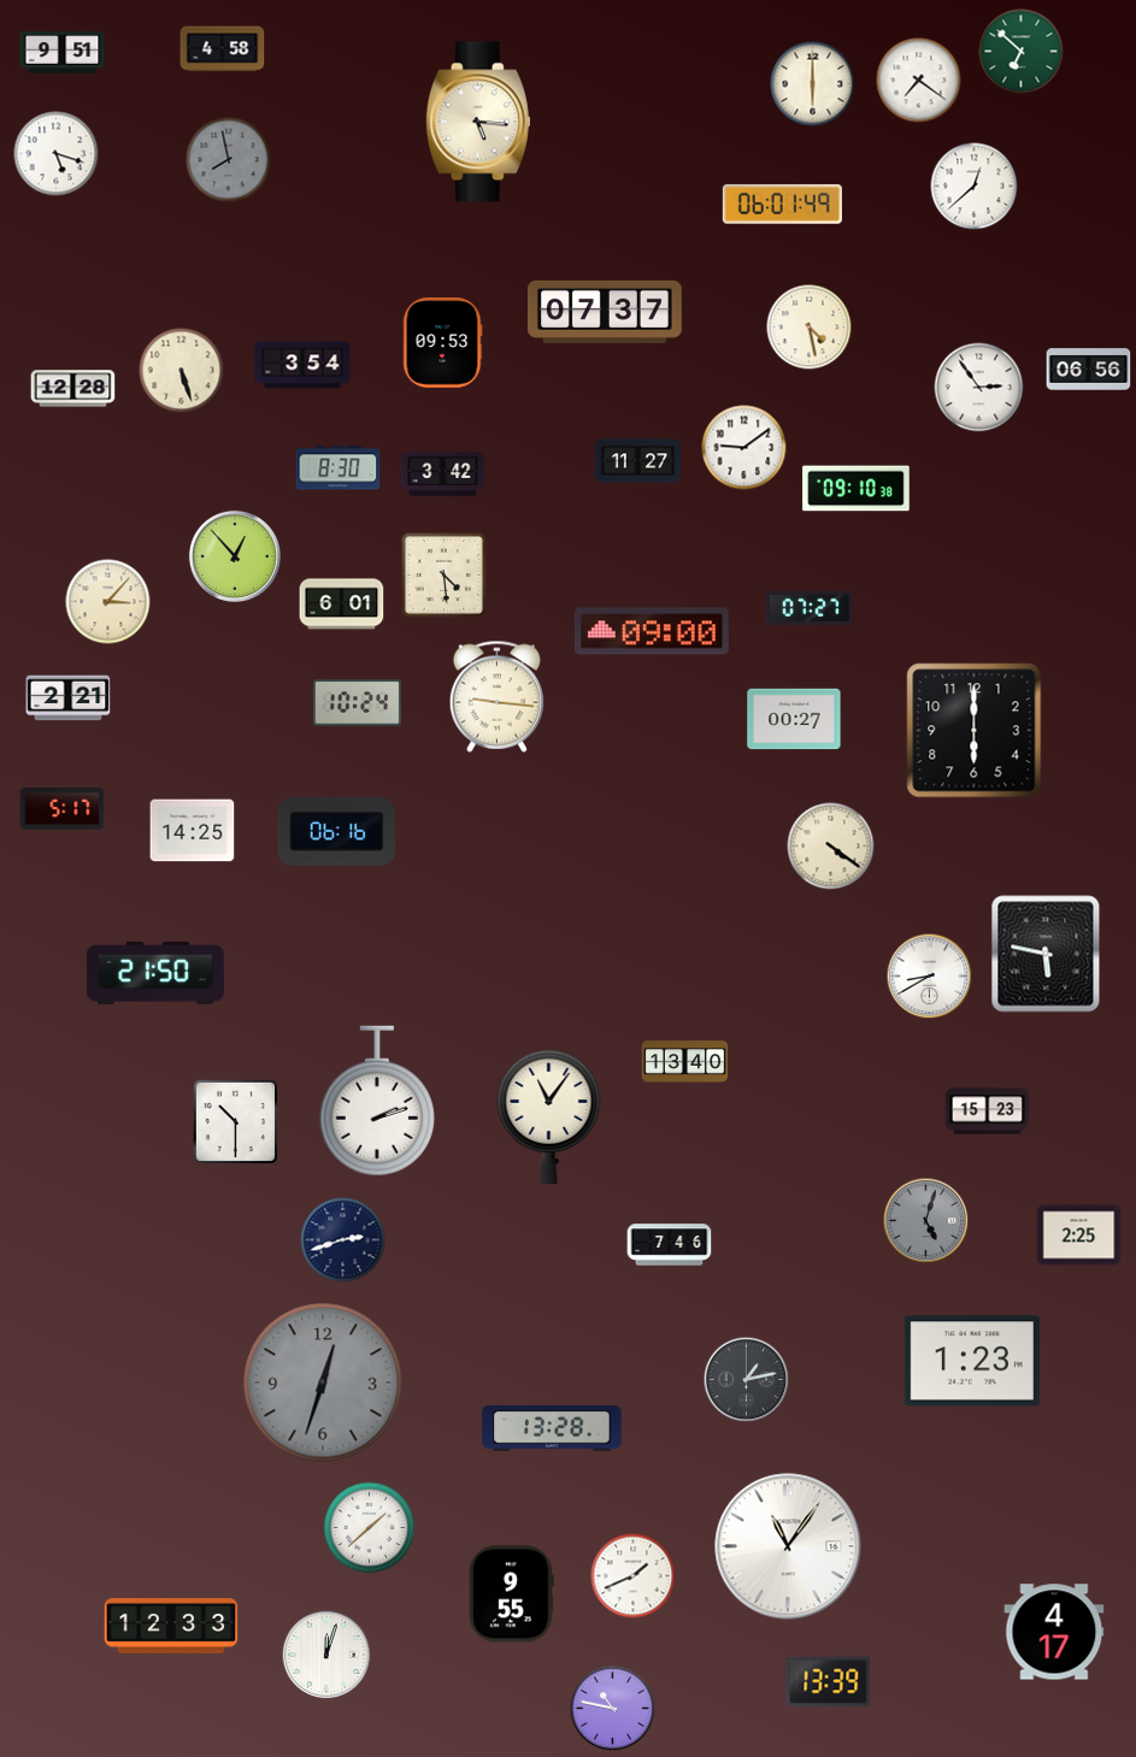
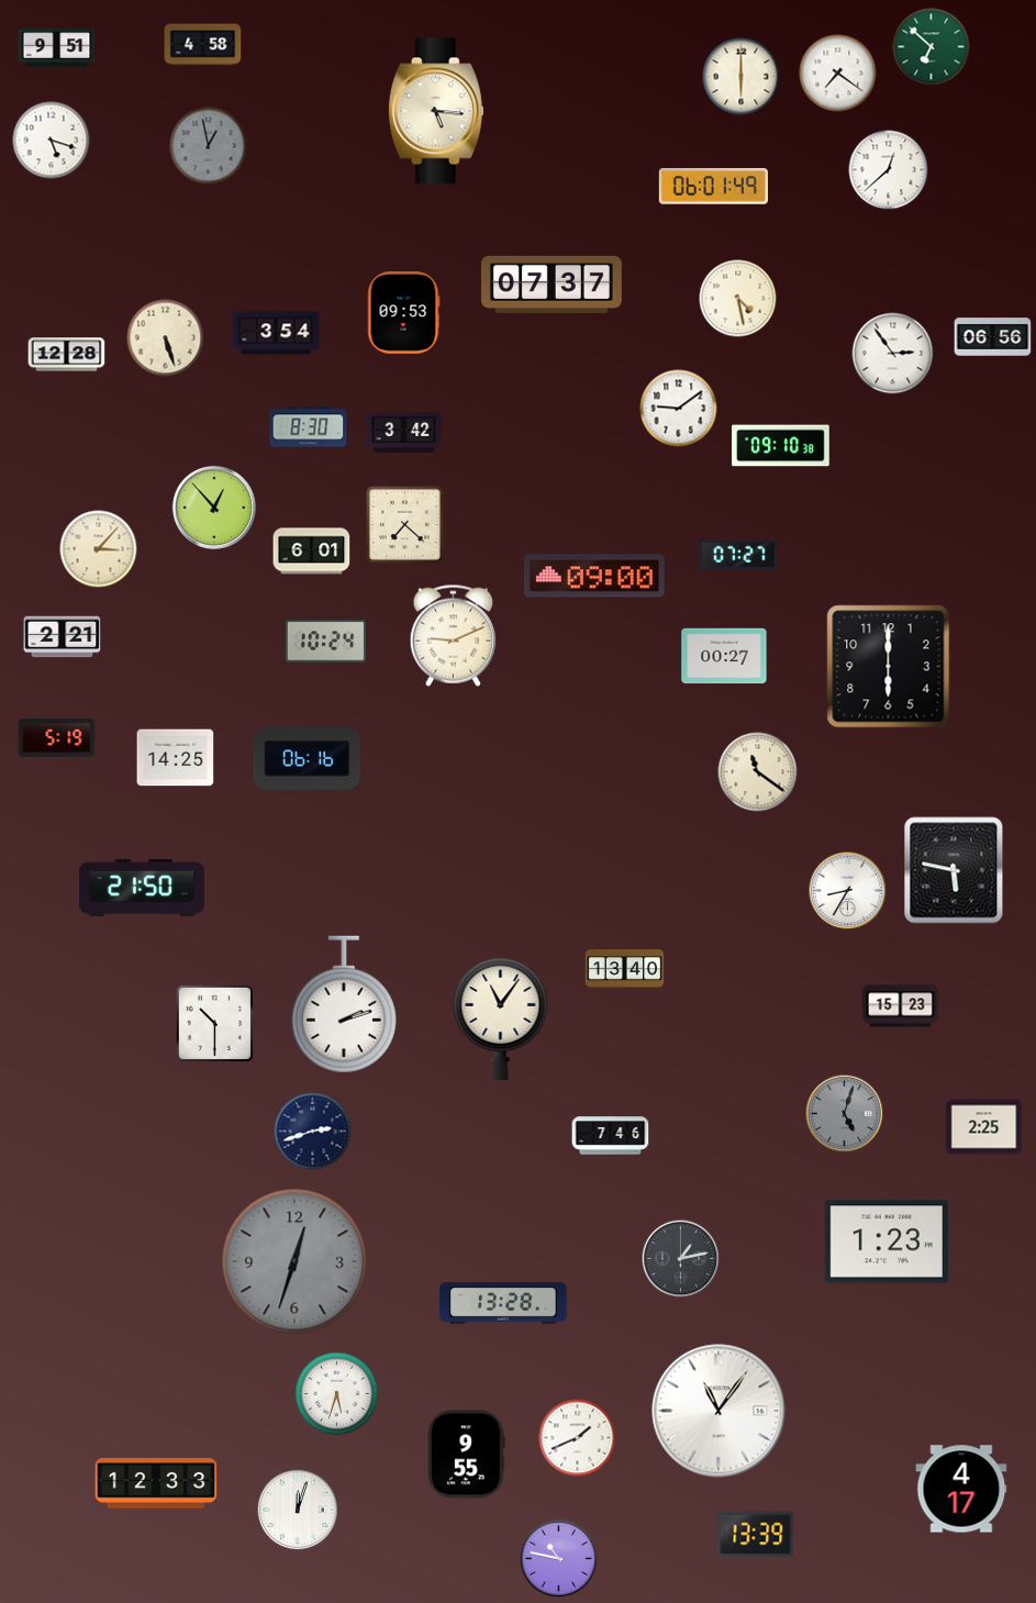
clock at (229, 160): 7:58 -> 12:58
clock at (638, 461): 11:27 -> none
clock at (443, 574): 4:29 -> 7:22
clock at (498, 696): 9:16 -> 9:11
clock at (63, 809): 5:17 -> 5:19
clock at (831, 847): 4:21 -> 11:21
clock at (930, 977): 8:40 -> 8:35
clock at (988, 1112) position: (988, 1112) -> (901, 1006)
clock at (370, 1528): 1:38 -> 5:33
